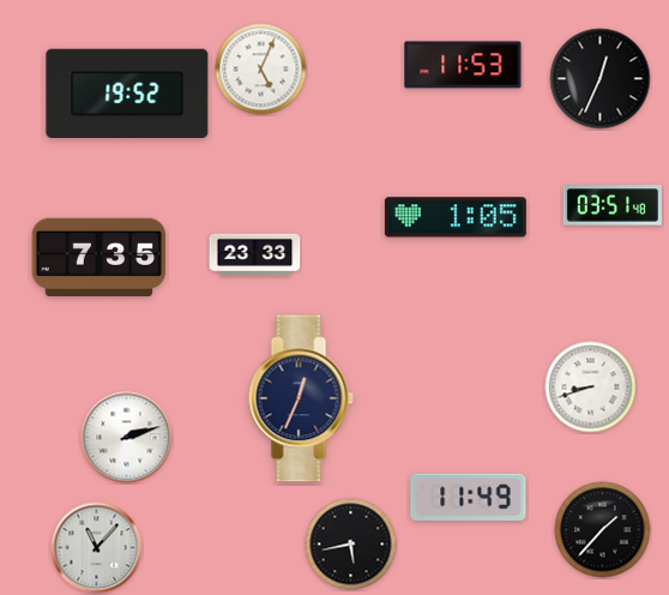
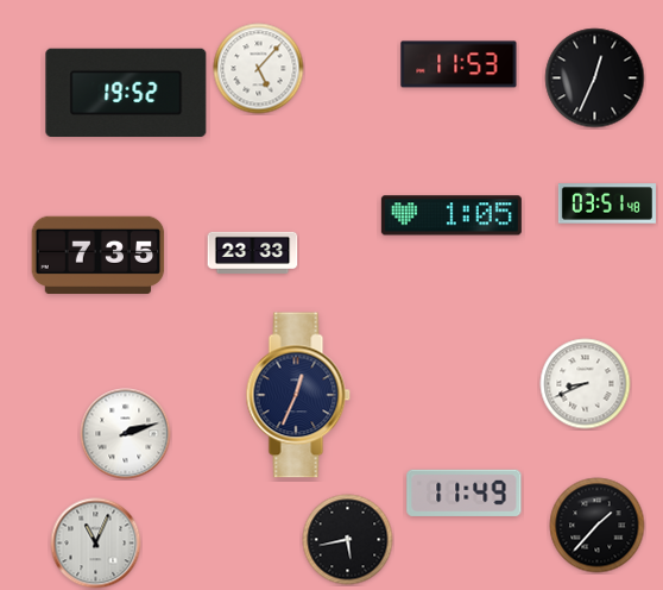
clock at (261, 70): 5:04 -> 5:07
clock at (591, 387): 8:42 -> 8:41
clock at (97, 548): 11:07 -> 11:04
